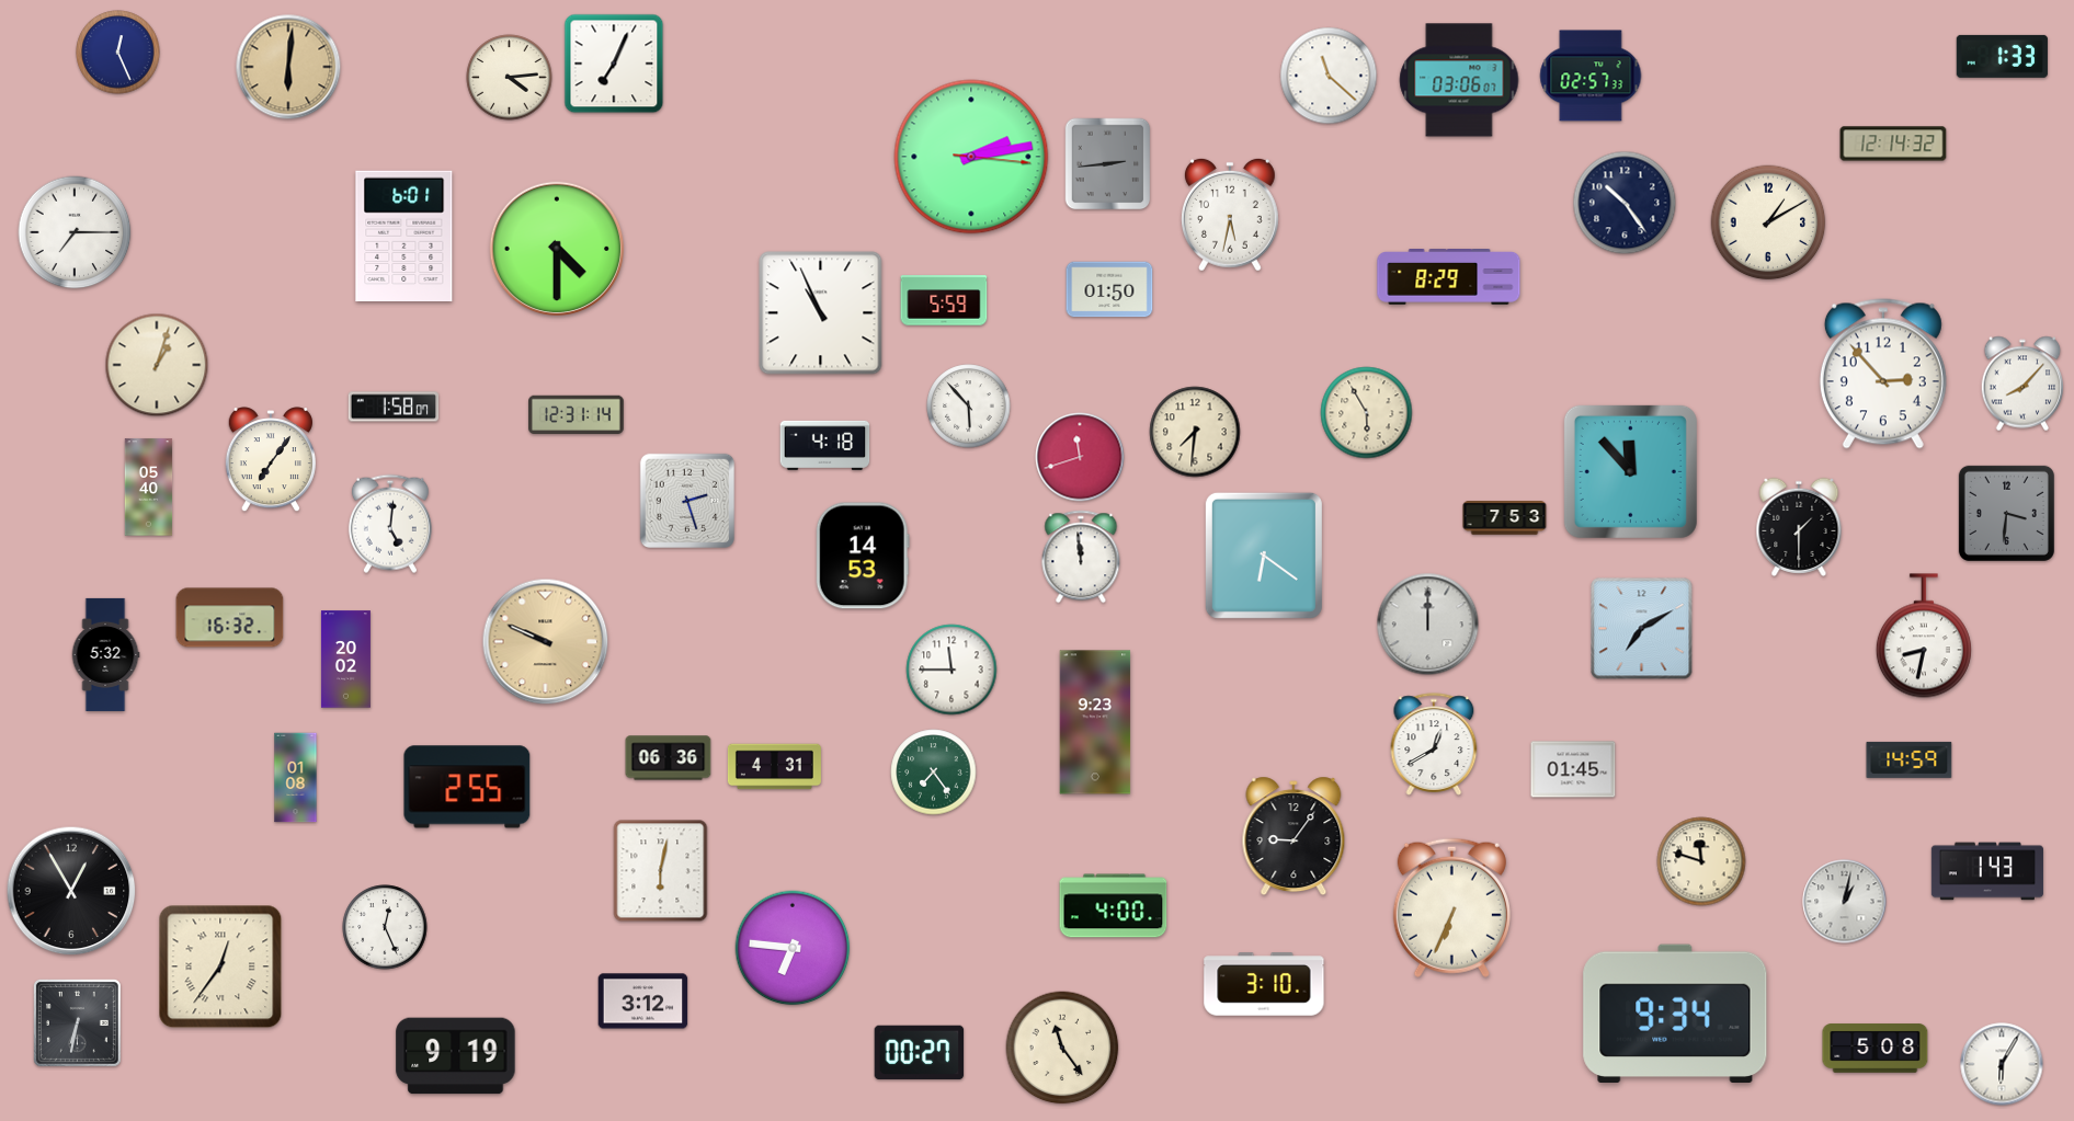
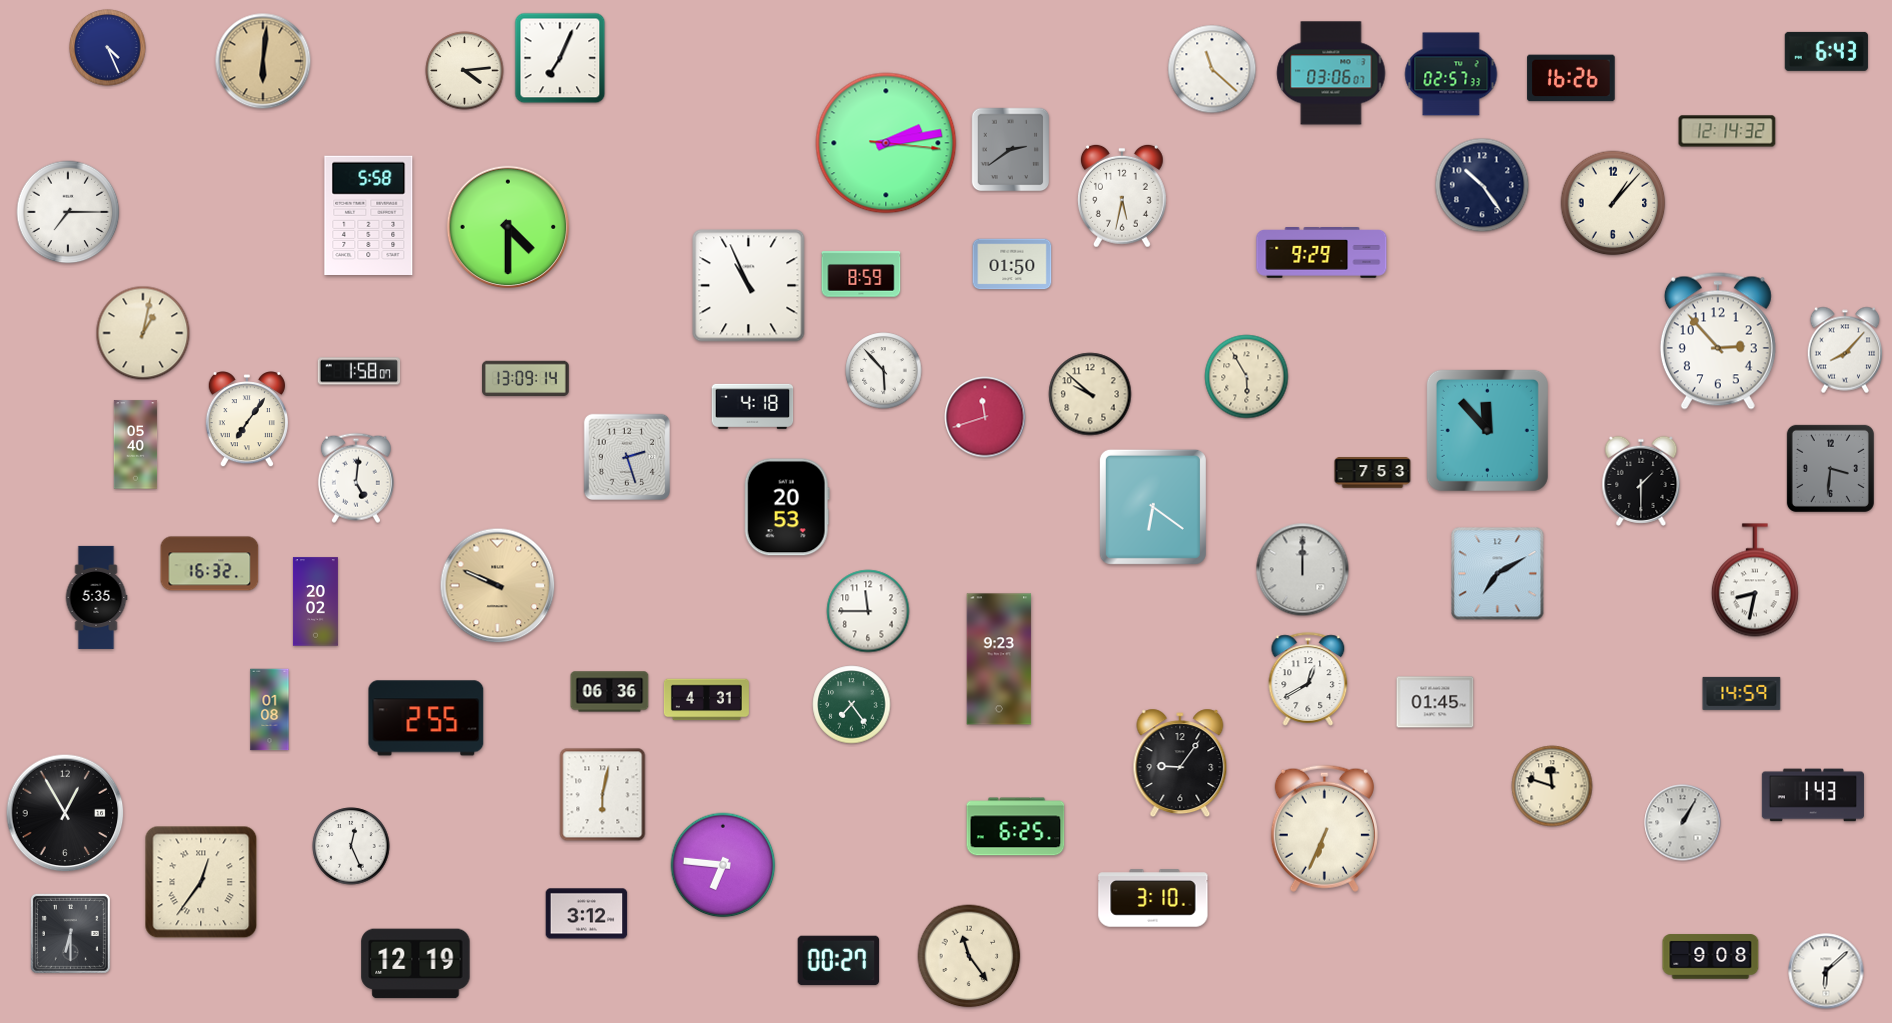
clock at (118, 53): 12:26 -> 4:26
clock at (2002, 56): 1:33 -> 6:43
clock at (1591, 76) position: (1591, 76) -> (1451, 74)
clock at (1571, 78): none -> 16:26
clock at (1108, 164): 2:44 -> 2:39
clock at (1768, 222): 1:10 -> 1:07
clock at (404, 236): 6:01 -> 5:58
clock at (1449, 277): 8:29 -> 9:29
clock at (944, 300): 5:59 -> 8:59
clock at (157, 365): 1:03 -> 1:02
clock at (577, 415): 12:31 -> 13:09
clock at (1195, 432): 7:31 -> 9:52
clock at (863, 556): 14:53 -> 20:53
clock at (1081, 557): 11:59 -> none
clock at (105, 654): 5:32 -> 5:35
clock at (1845, 902): 1:02 -> 1:05
clock at (1114, 906): 4:00 -> 6:25
clock at (1675, 1013): 9:34 -> none
clock at (77, 1022): 6:32 -> 6:30
clock at (1876, 1049): 5:08 -> 9:08
clock at (456, 1056): 9:19 -> 12:19
clock at (2002, 1064): 6:05 -> 6:08
